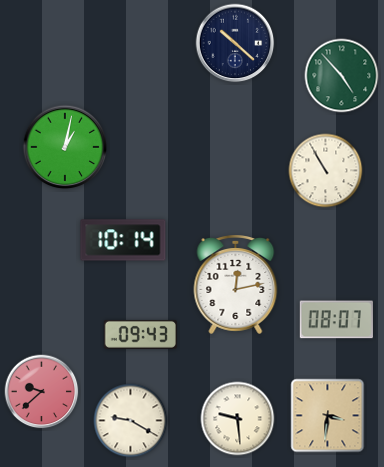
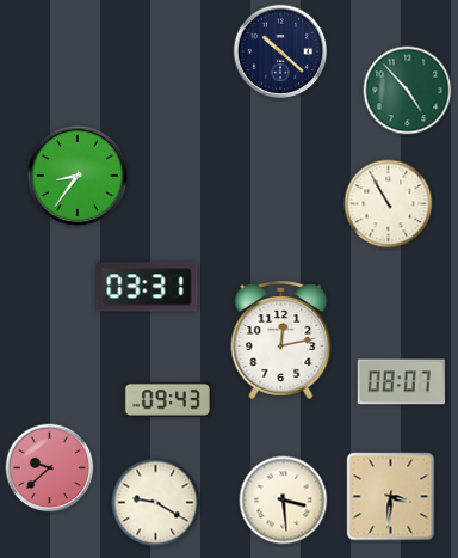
clock at (65, 147): 1:02 -> 8:36
clock at (123, 240): 10:14 -> 03:31
clock at (238, 419): 9:29 -> 3:29
